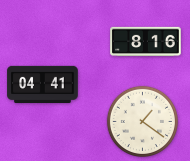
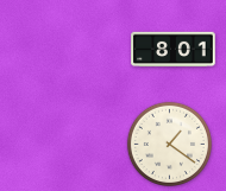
clock at (146, 42): 8:16 -> 8:01
clock at (43, 84): 04:41 -> none
